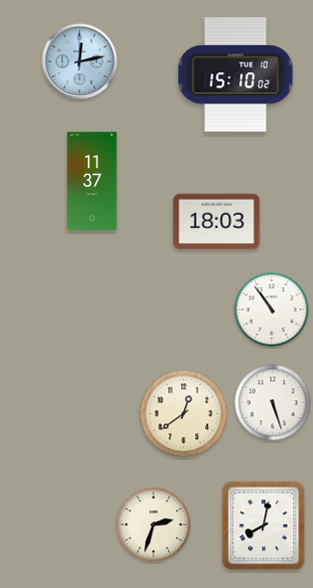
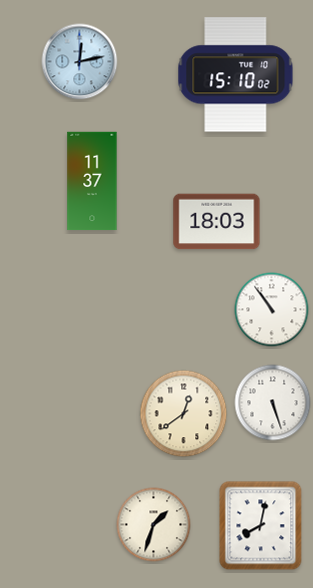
clock at (154, 525): 2:33 -> 1:33
clock at (264, 526) position: (264, 526) -> (261, 526)
